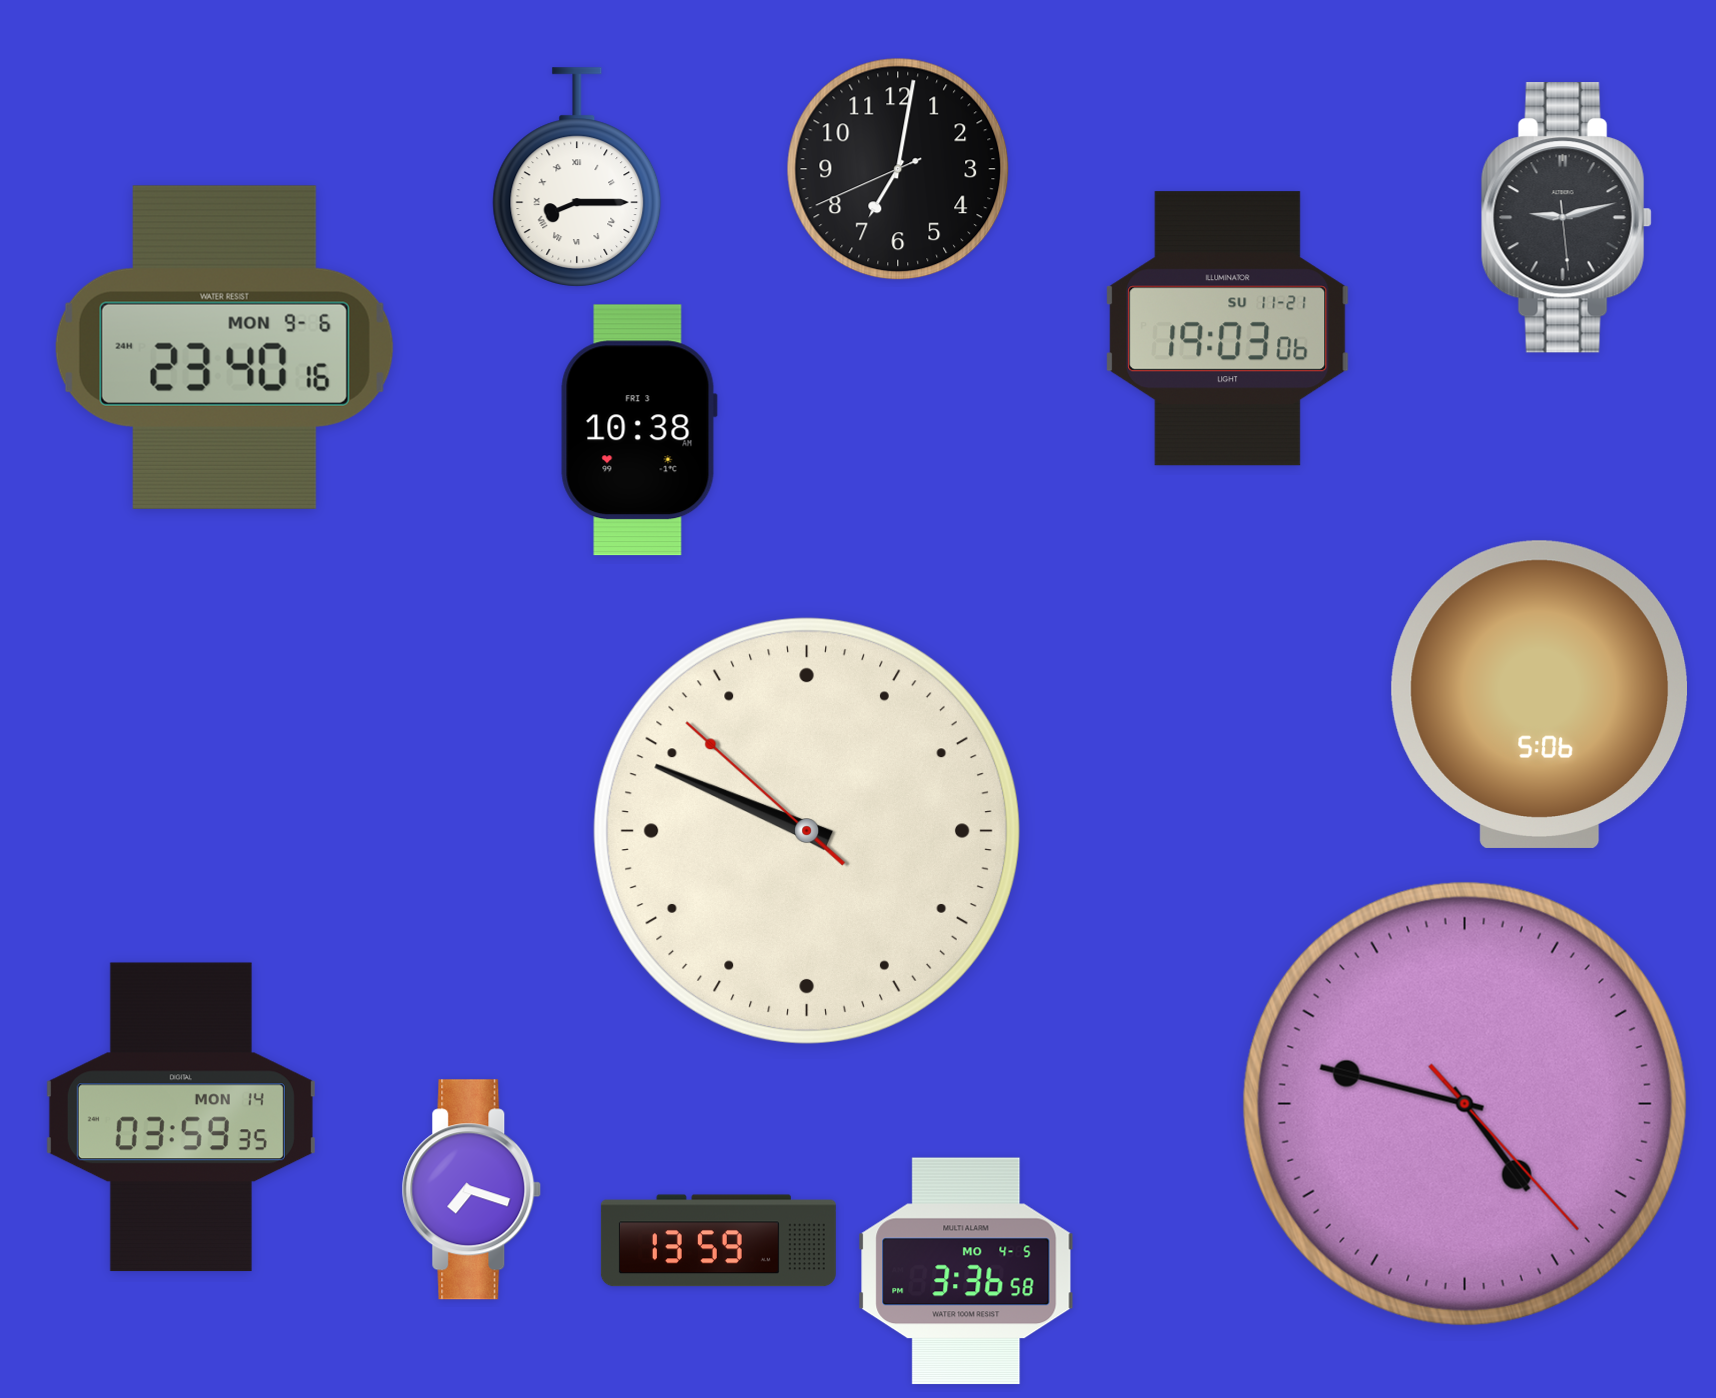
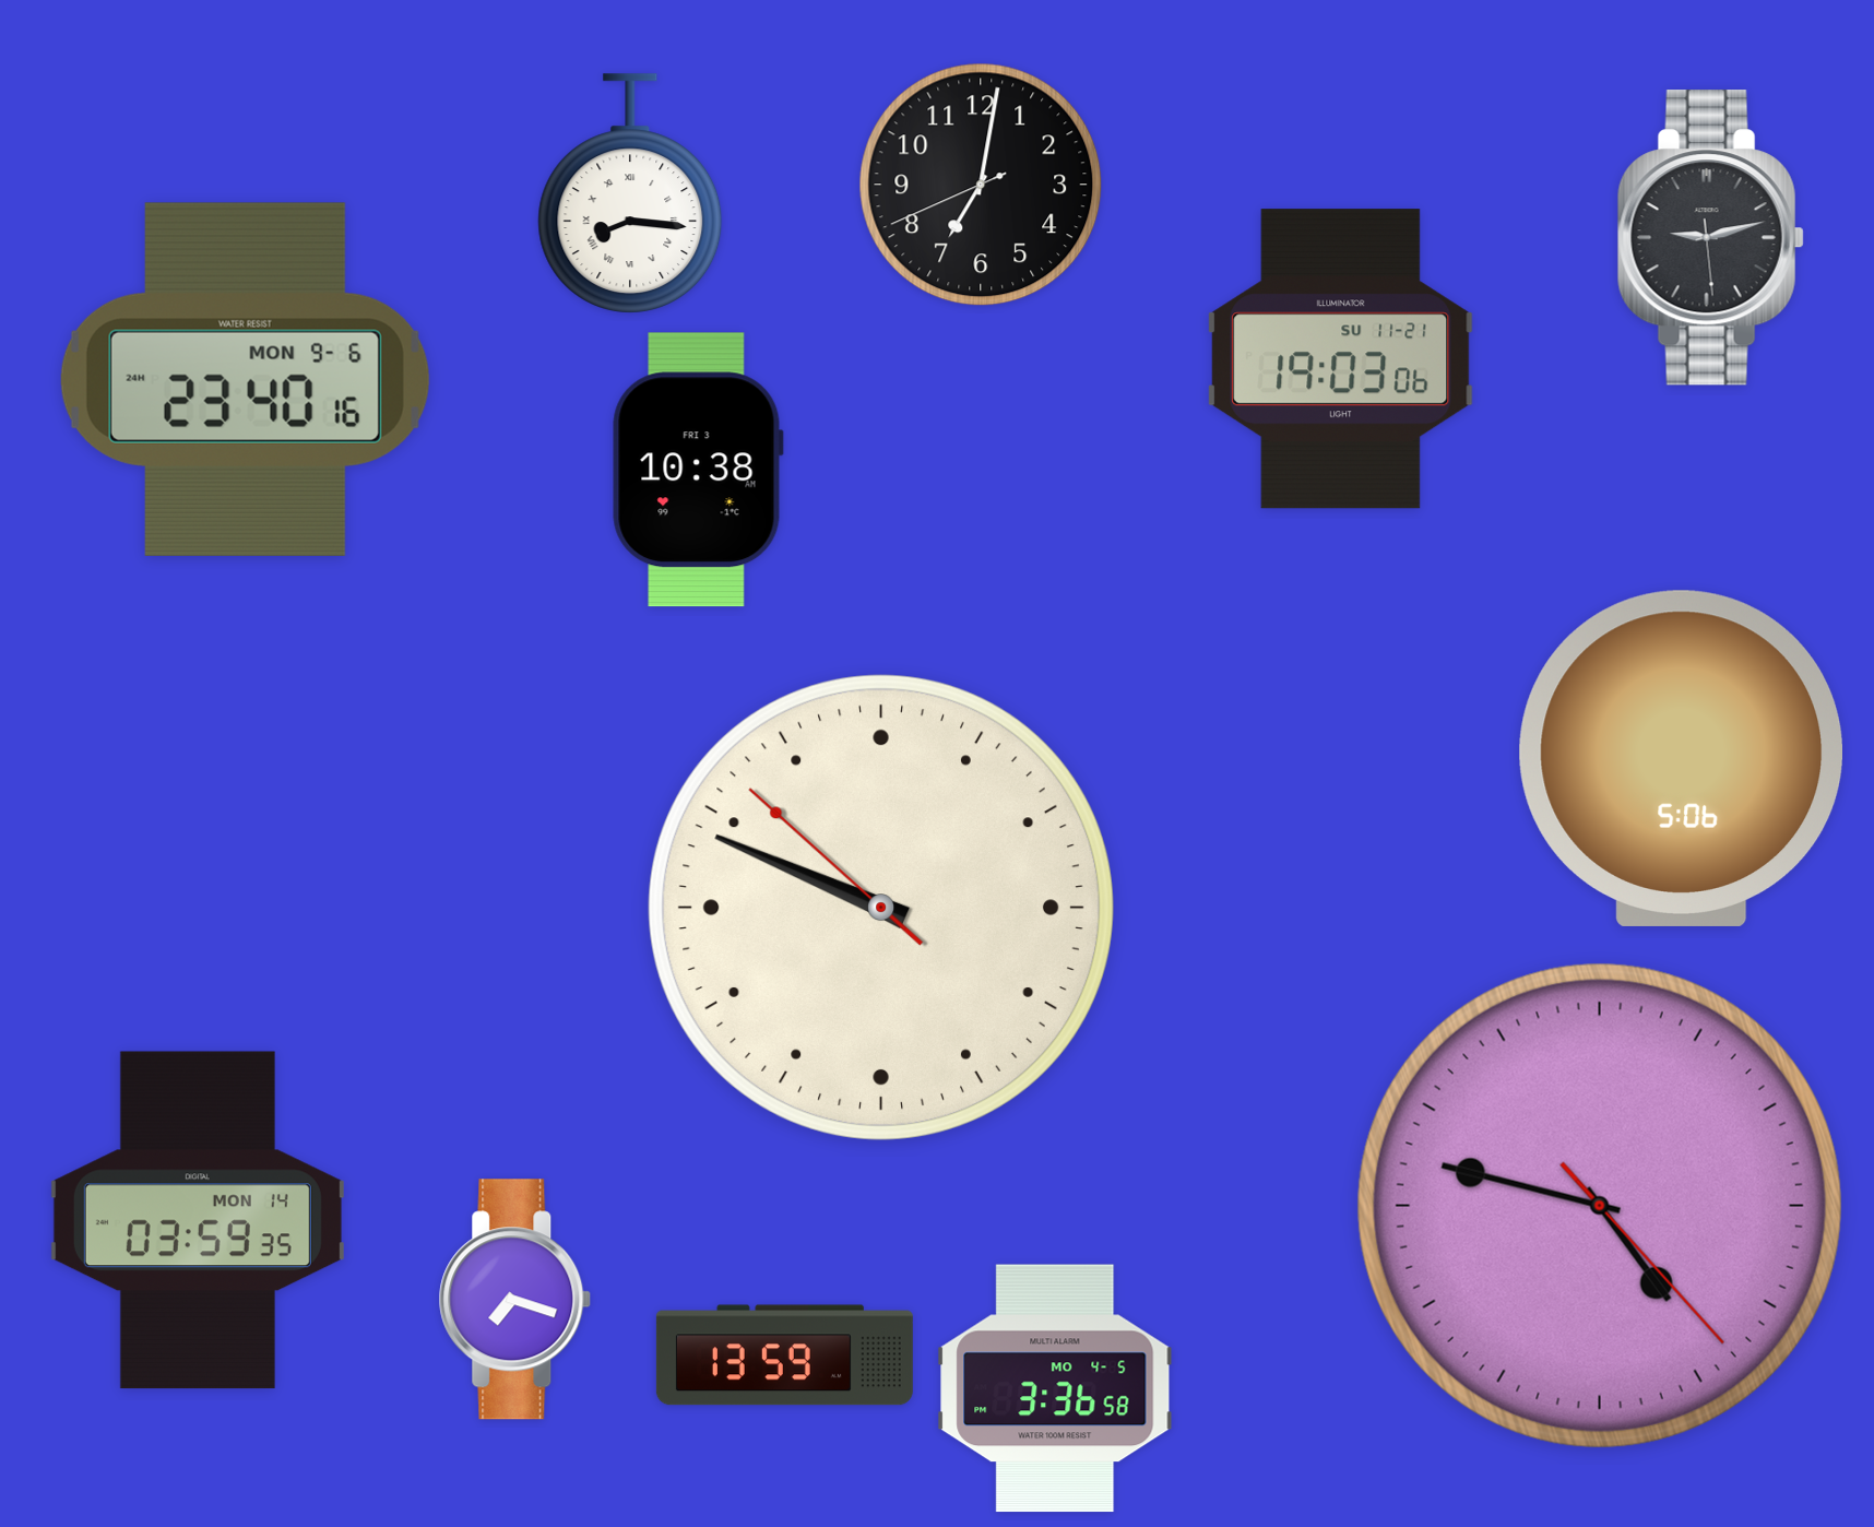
clock at (577, 177): 8:15 -> 8:16
